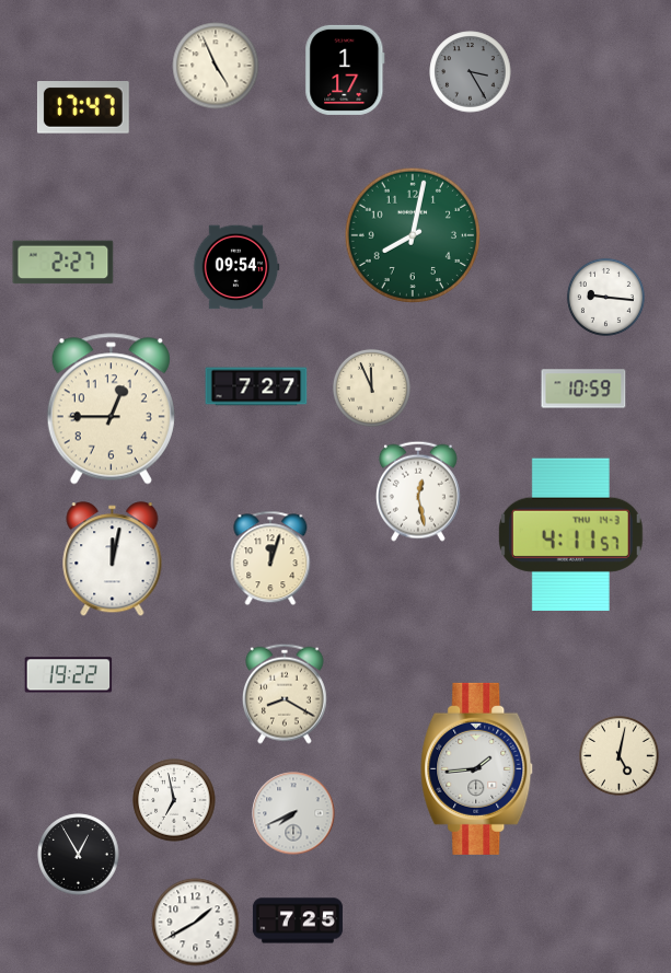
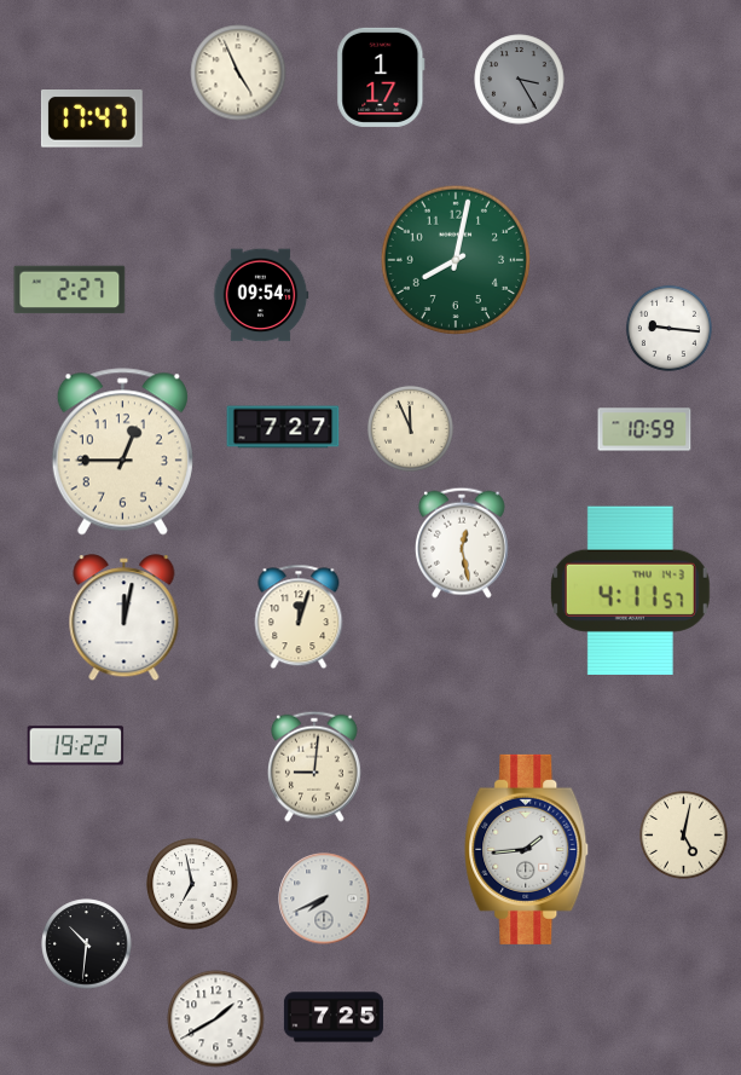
clock at (285, 694): 8:20 -> 9:01
clock at (79, 855): 12:55 -> 10:31
clock at (298, 920) position: (298, 920) -> (334, 1017)
